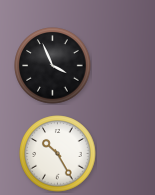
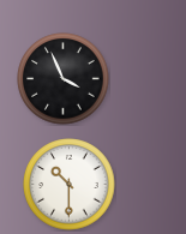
clock at (58, 154): 10:25 -> 10:30
